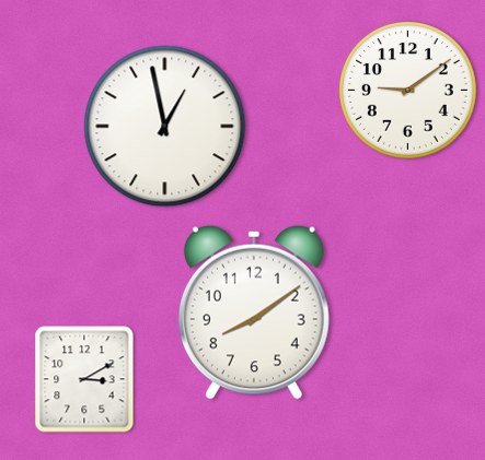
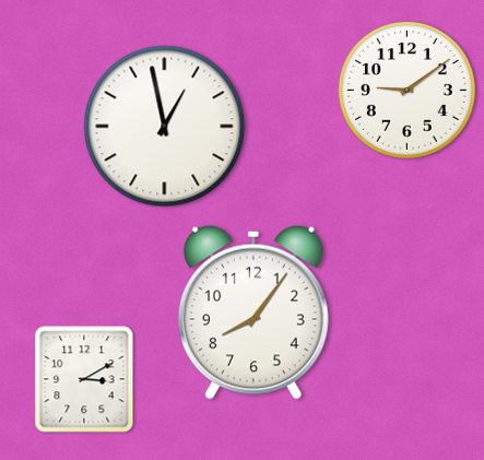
clock at (254, 312): 8:09 -> 8:06
